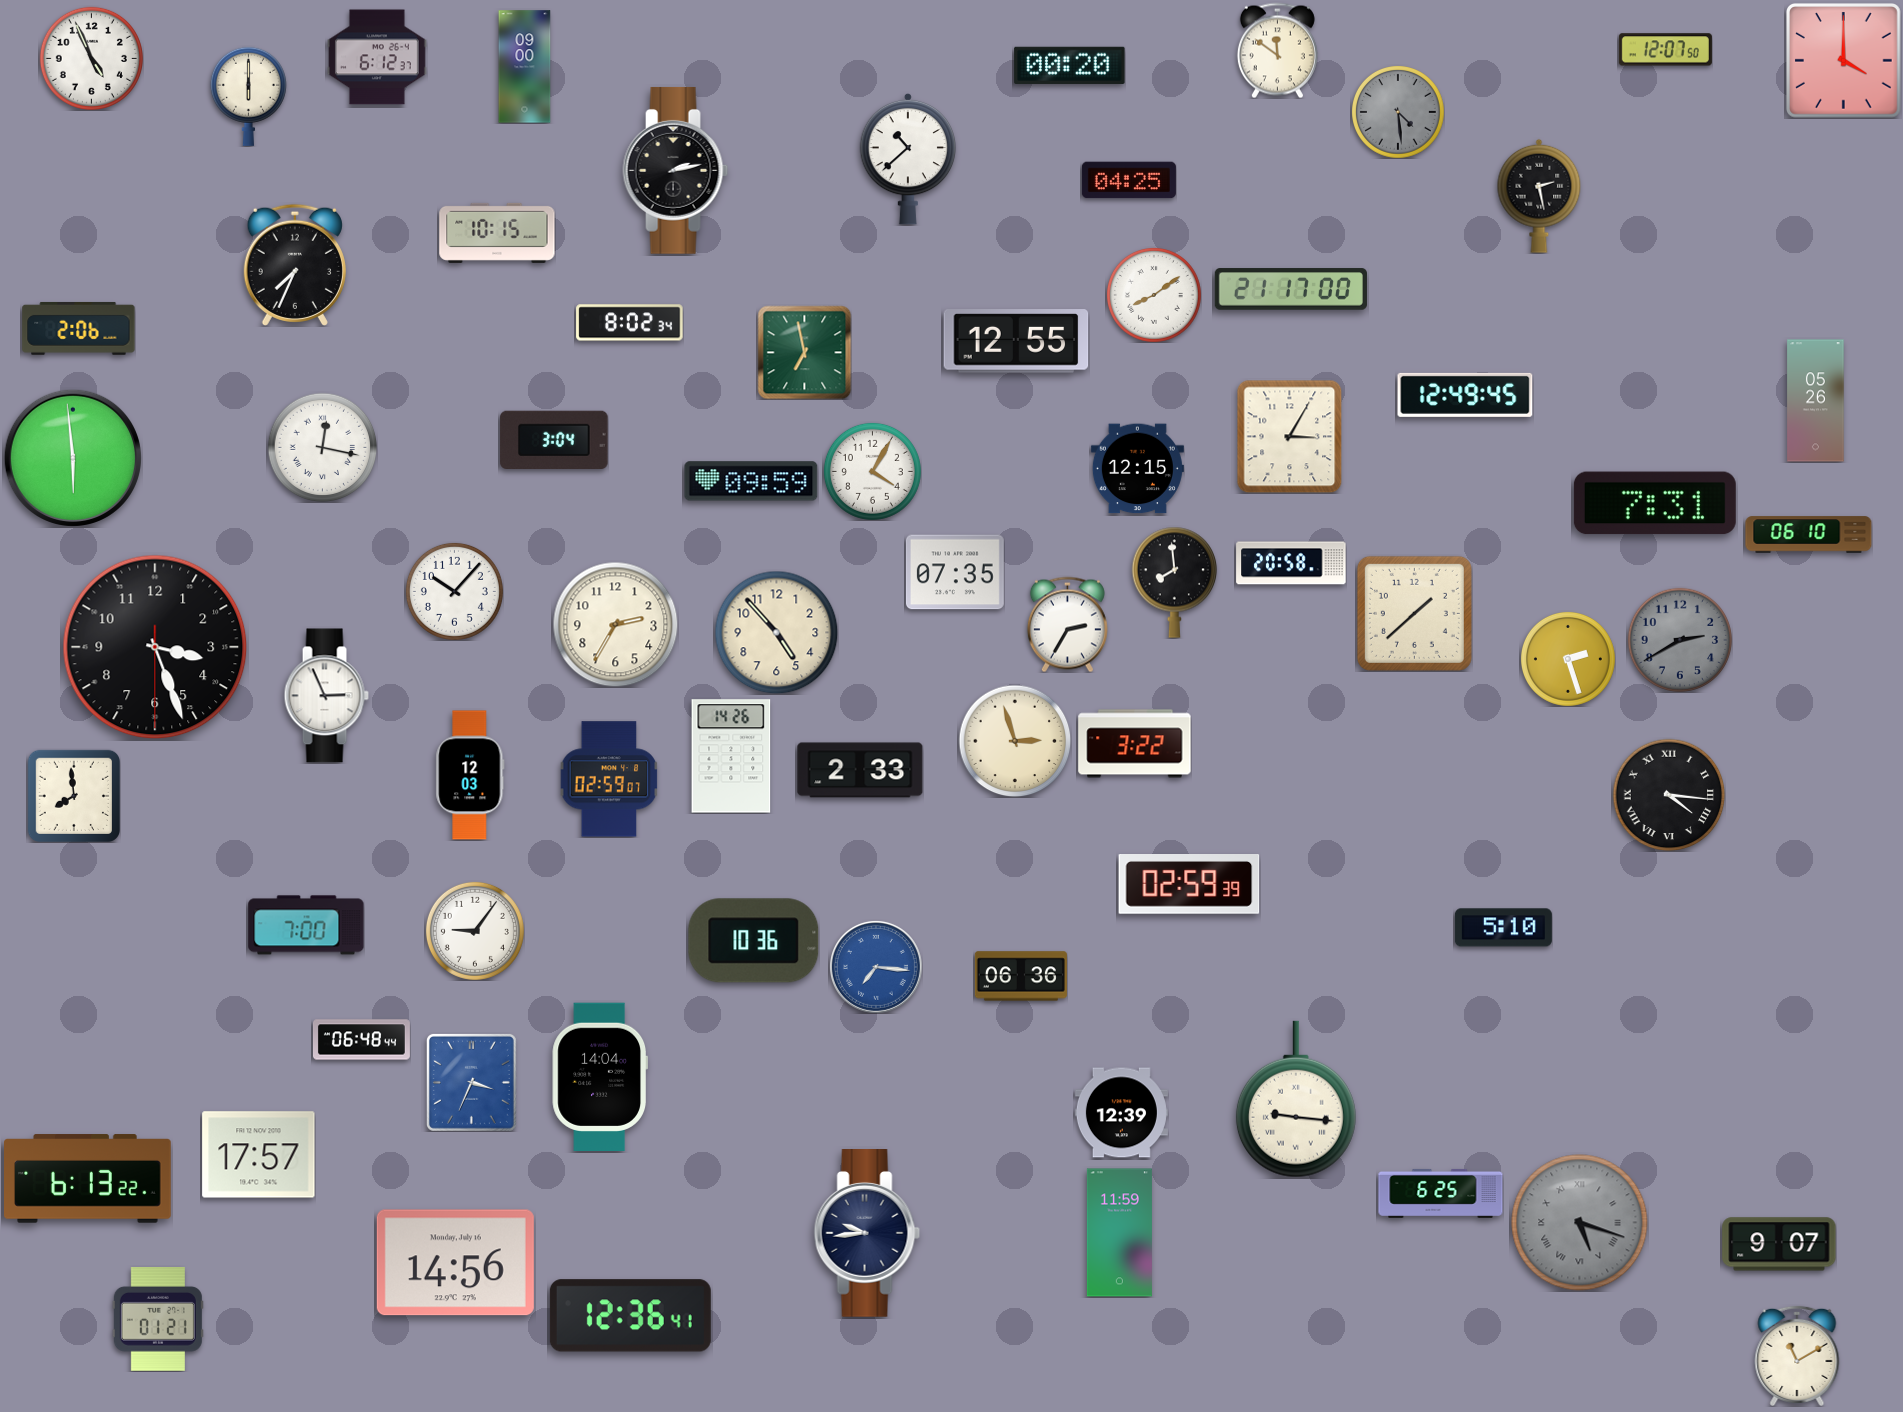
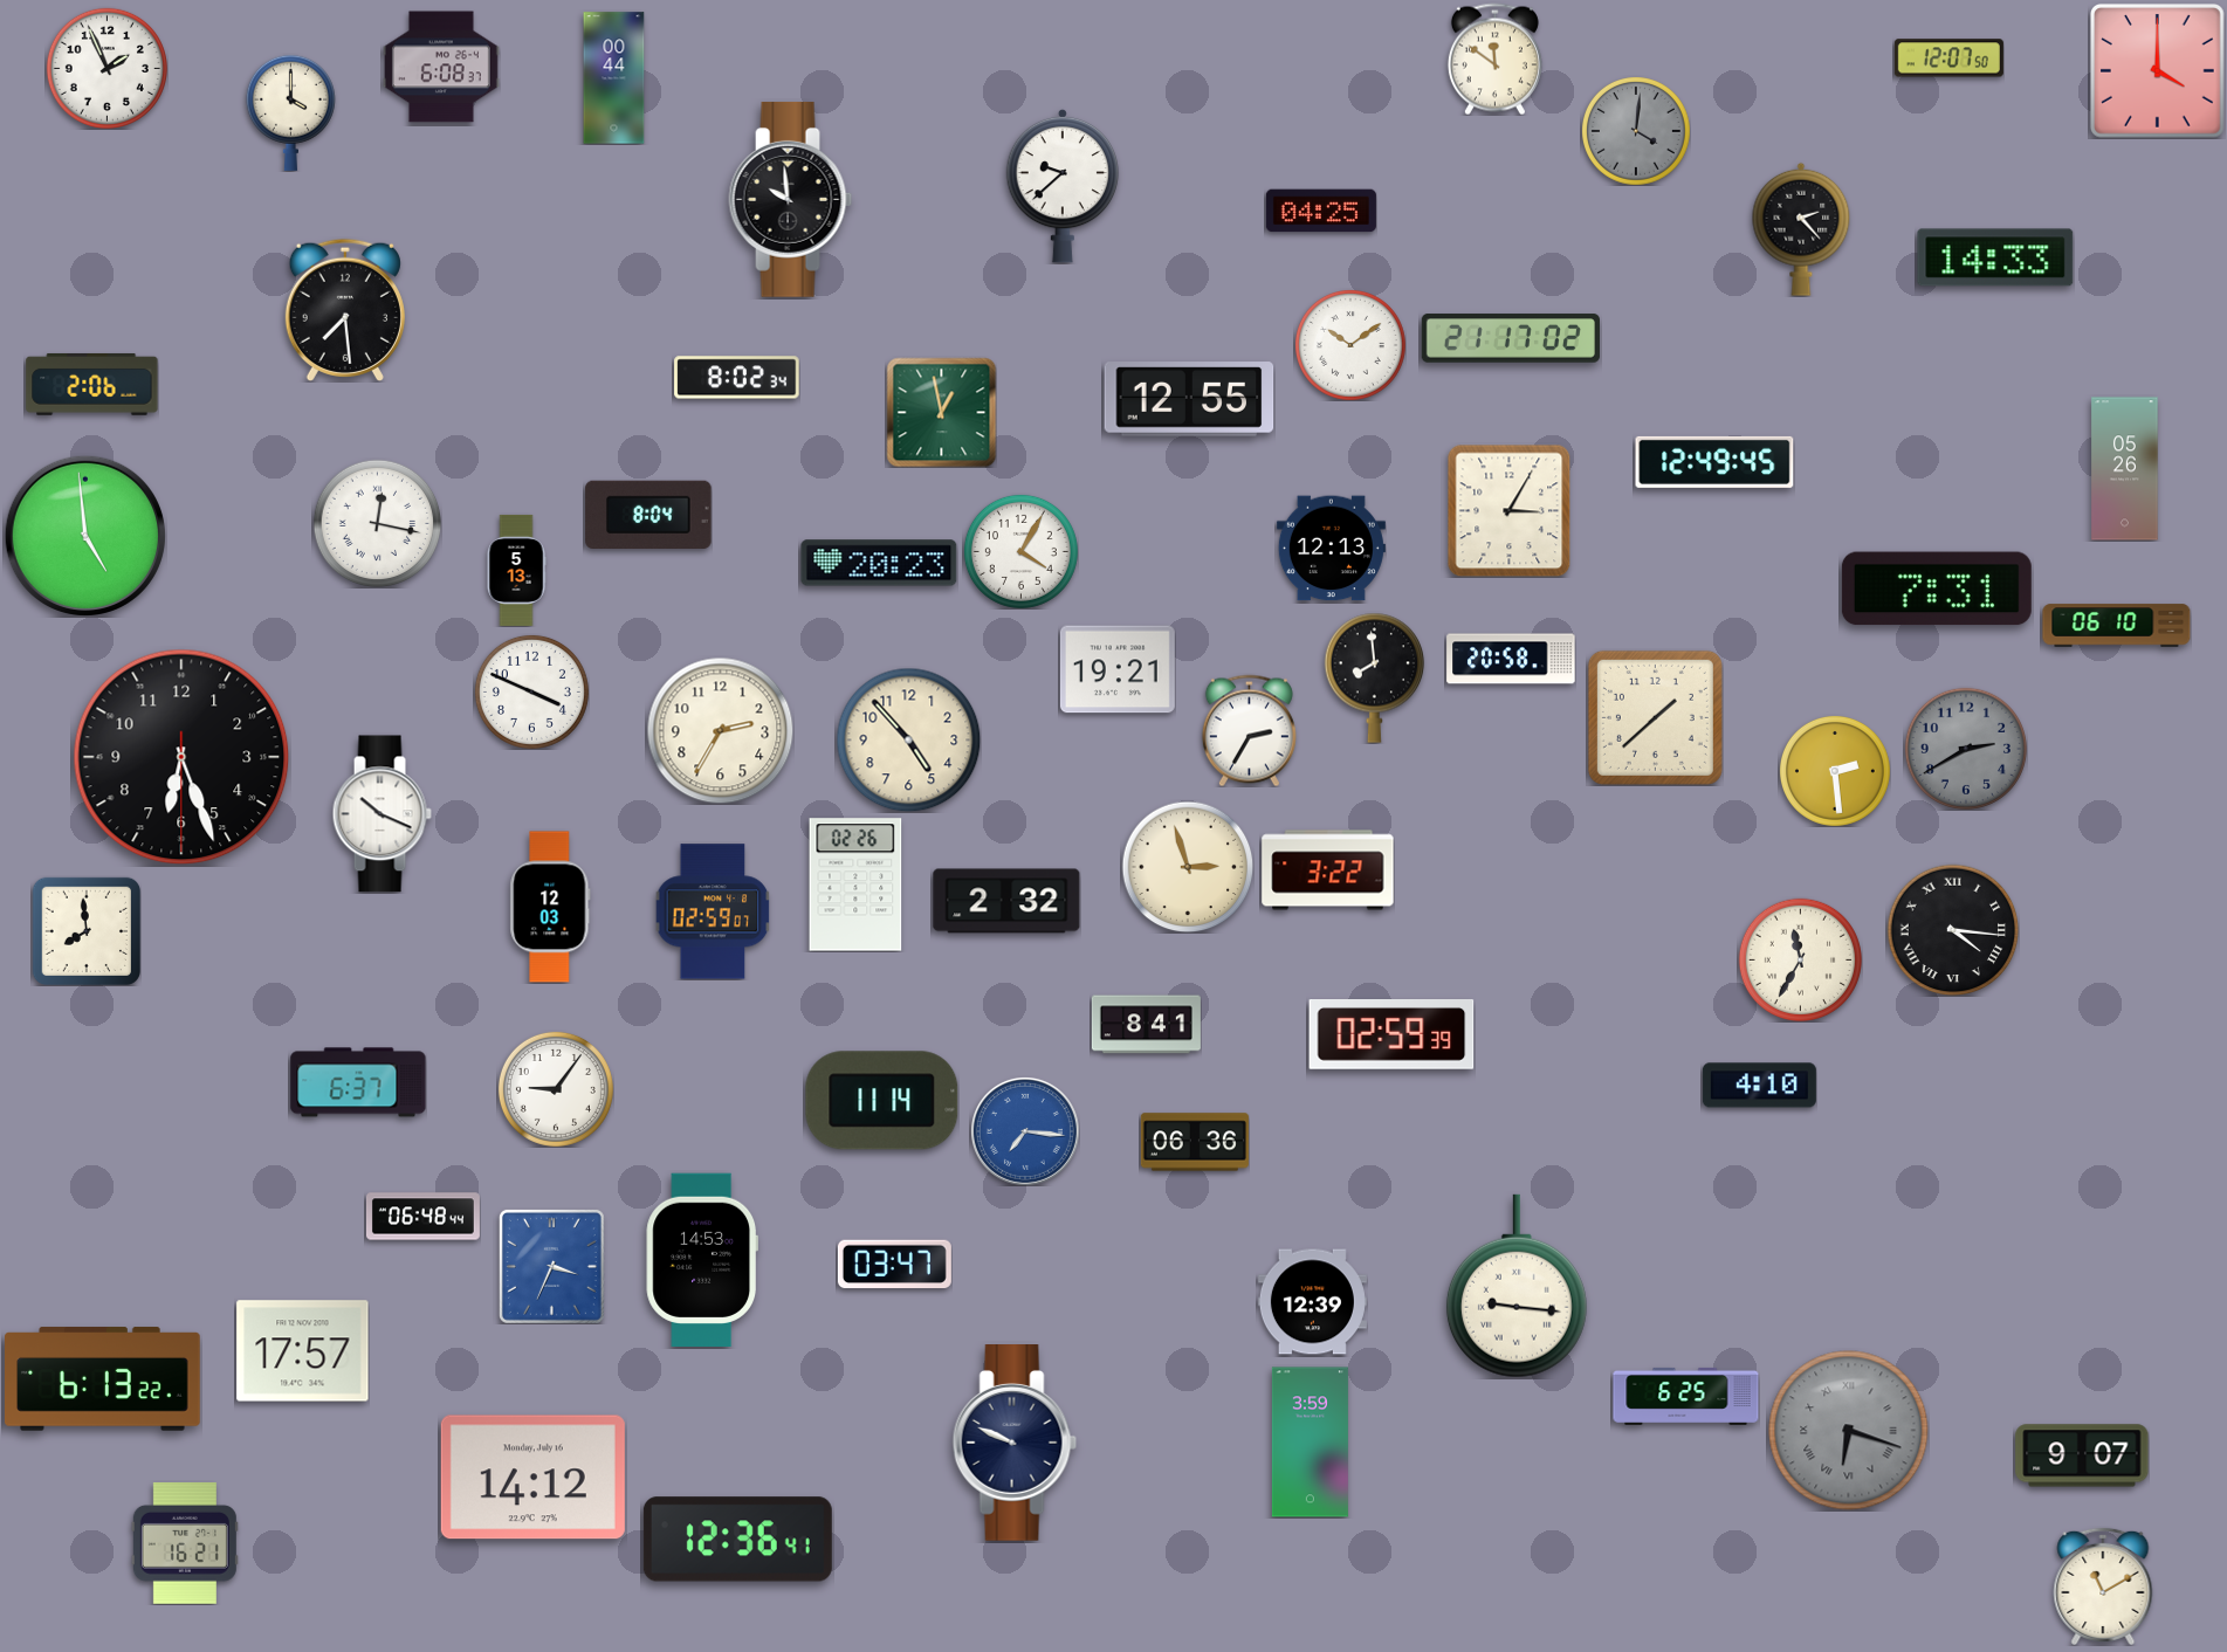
clock at (377, 57): 6:12 -> 6:08
clock at (91, 58): 4:56 -> 1:56
clock at (1070, 65): 00:20 -> none
clock at (525, 67): 09:00 -> 00:44
clock at (248, 96): 6:00 -> 4:00
clock at (1398, 112): 4:29 -> 4:01
clock at (908, 159): 10:38 -> 9:38
clock at (676, 170): 2:13 -> 9:59
clock at (1539, 196): 2:28 -> 2:23
clock at (1995, 257): none -> 14:33
clock at (497, 233): 10:15 -> none
clock at (295, 265): 7:34 -> 7:29
clock at (1291, 289): 21:17:00 -> 21:17:02
clock at (1154, 295): 8:09 -> 10:09
clock at (804, 352): 6:58 -> 12:58
clock at (554, 439): 3:04 -> 8:04
clock at (73, 458): 5:59 -> 4:59
clock at (1137, 469): 12:15 -> 12:13
clock at (751, 481): 09:59 -> 20:23
clock at (516, 570): none -> 5:13
clock at (955, 572): 07:35 -> 19:21
clock at (1175, 582) position: (1175, 582) -> (1375, 677)
clock at (454, 591): 10:07 -> 3:49
clock at (155, 647): 3:26 -> 6:26
clock at (1568, 659): 2:27 -> 2:29
clock at (326, 696): 2:56 -> 10:19
clock at (731, 756): 14:26 -> 02:26
clock at (860, 770): 2:33 -> 2:32
clock at (1800, 959): none -> 11:35
clock at (1146, 1025): none -> 8:41
clock at (306, 925): 7:00 -> 6:37
clock at (1503, 928): 5:10 -> 4:10
clock at (754, 941): 10:36 -> 11:14
clock at (600, 1076): 14:04 -> 14:53
clock at (894, 1265): none -> 03:47
clock at (1580, 1223): 5:18 -> 6:18
clock at (1119, 1233): 11:59 -> 3:59
clock at (867, 1234): 9:44 -> 9:49
clock at (455, 1263): 14:56 -> 14:12
clock at (158, 1320): 01:21 -> 16:21
